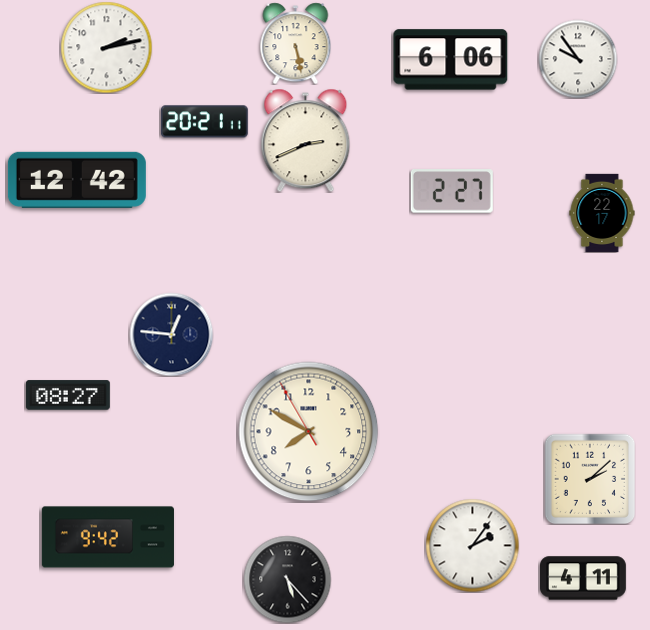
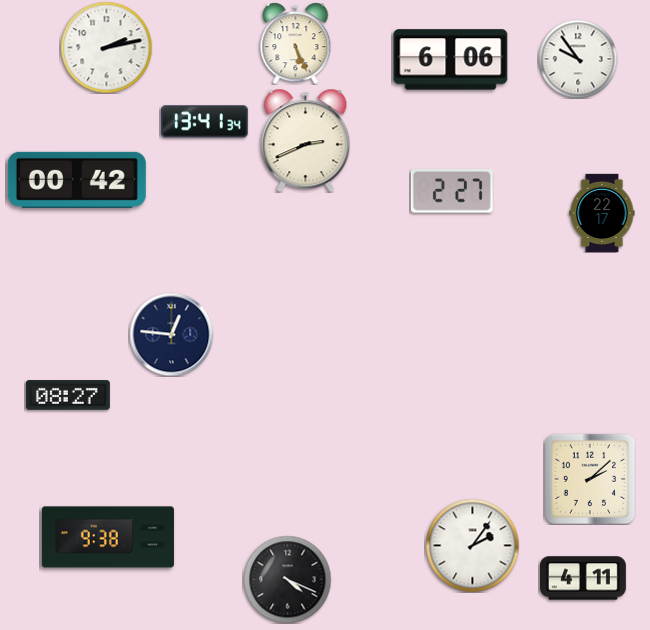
clock at (296, 43): 5:28 -> 5:26
clock at (204, 122): 20:21 -> 13:41
clock at (77, 180): 12:42 -> 00:42
clock at (309, 432): 7:49 -> none
clock at (108, 537): 9:42 -> 9:38
clock at (287, 579): 5:23 -> 4:19
